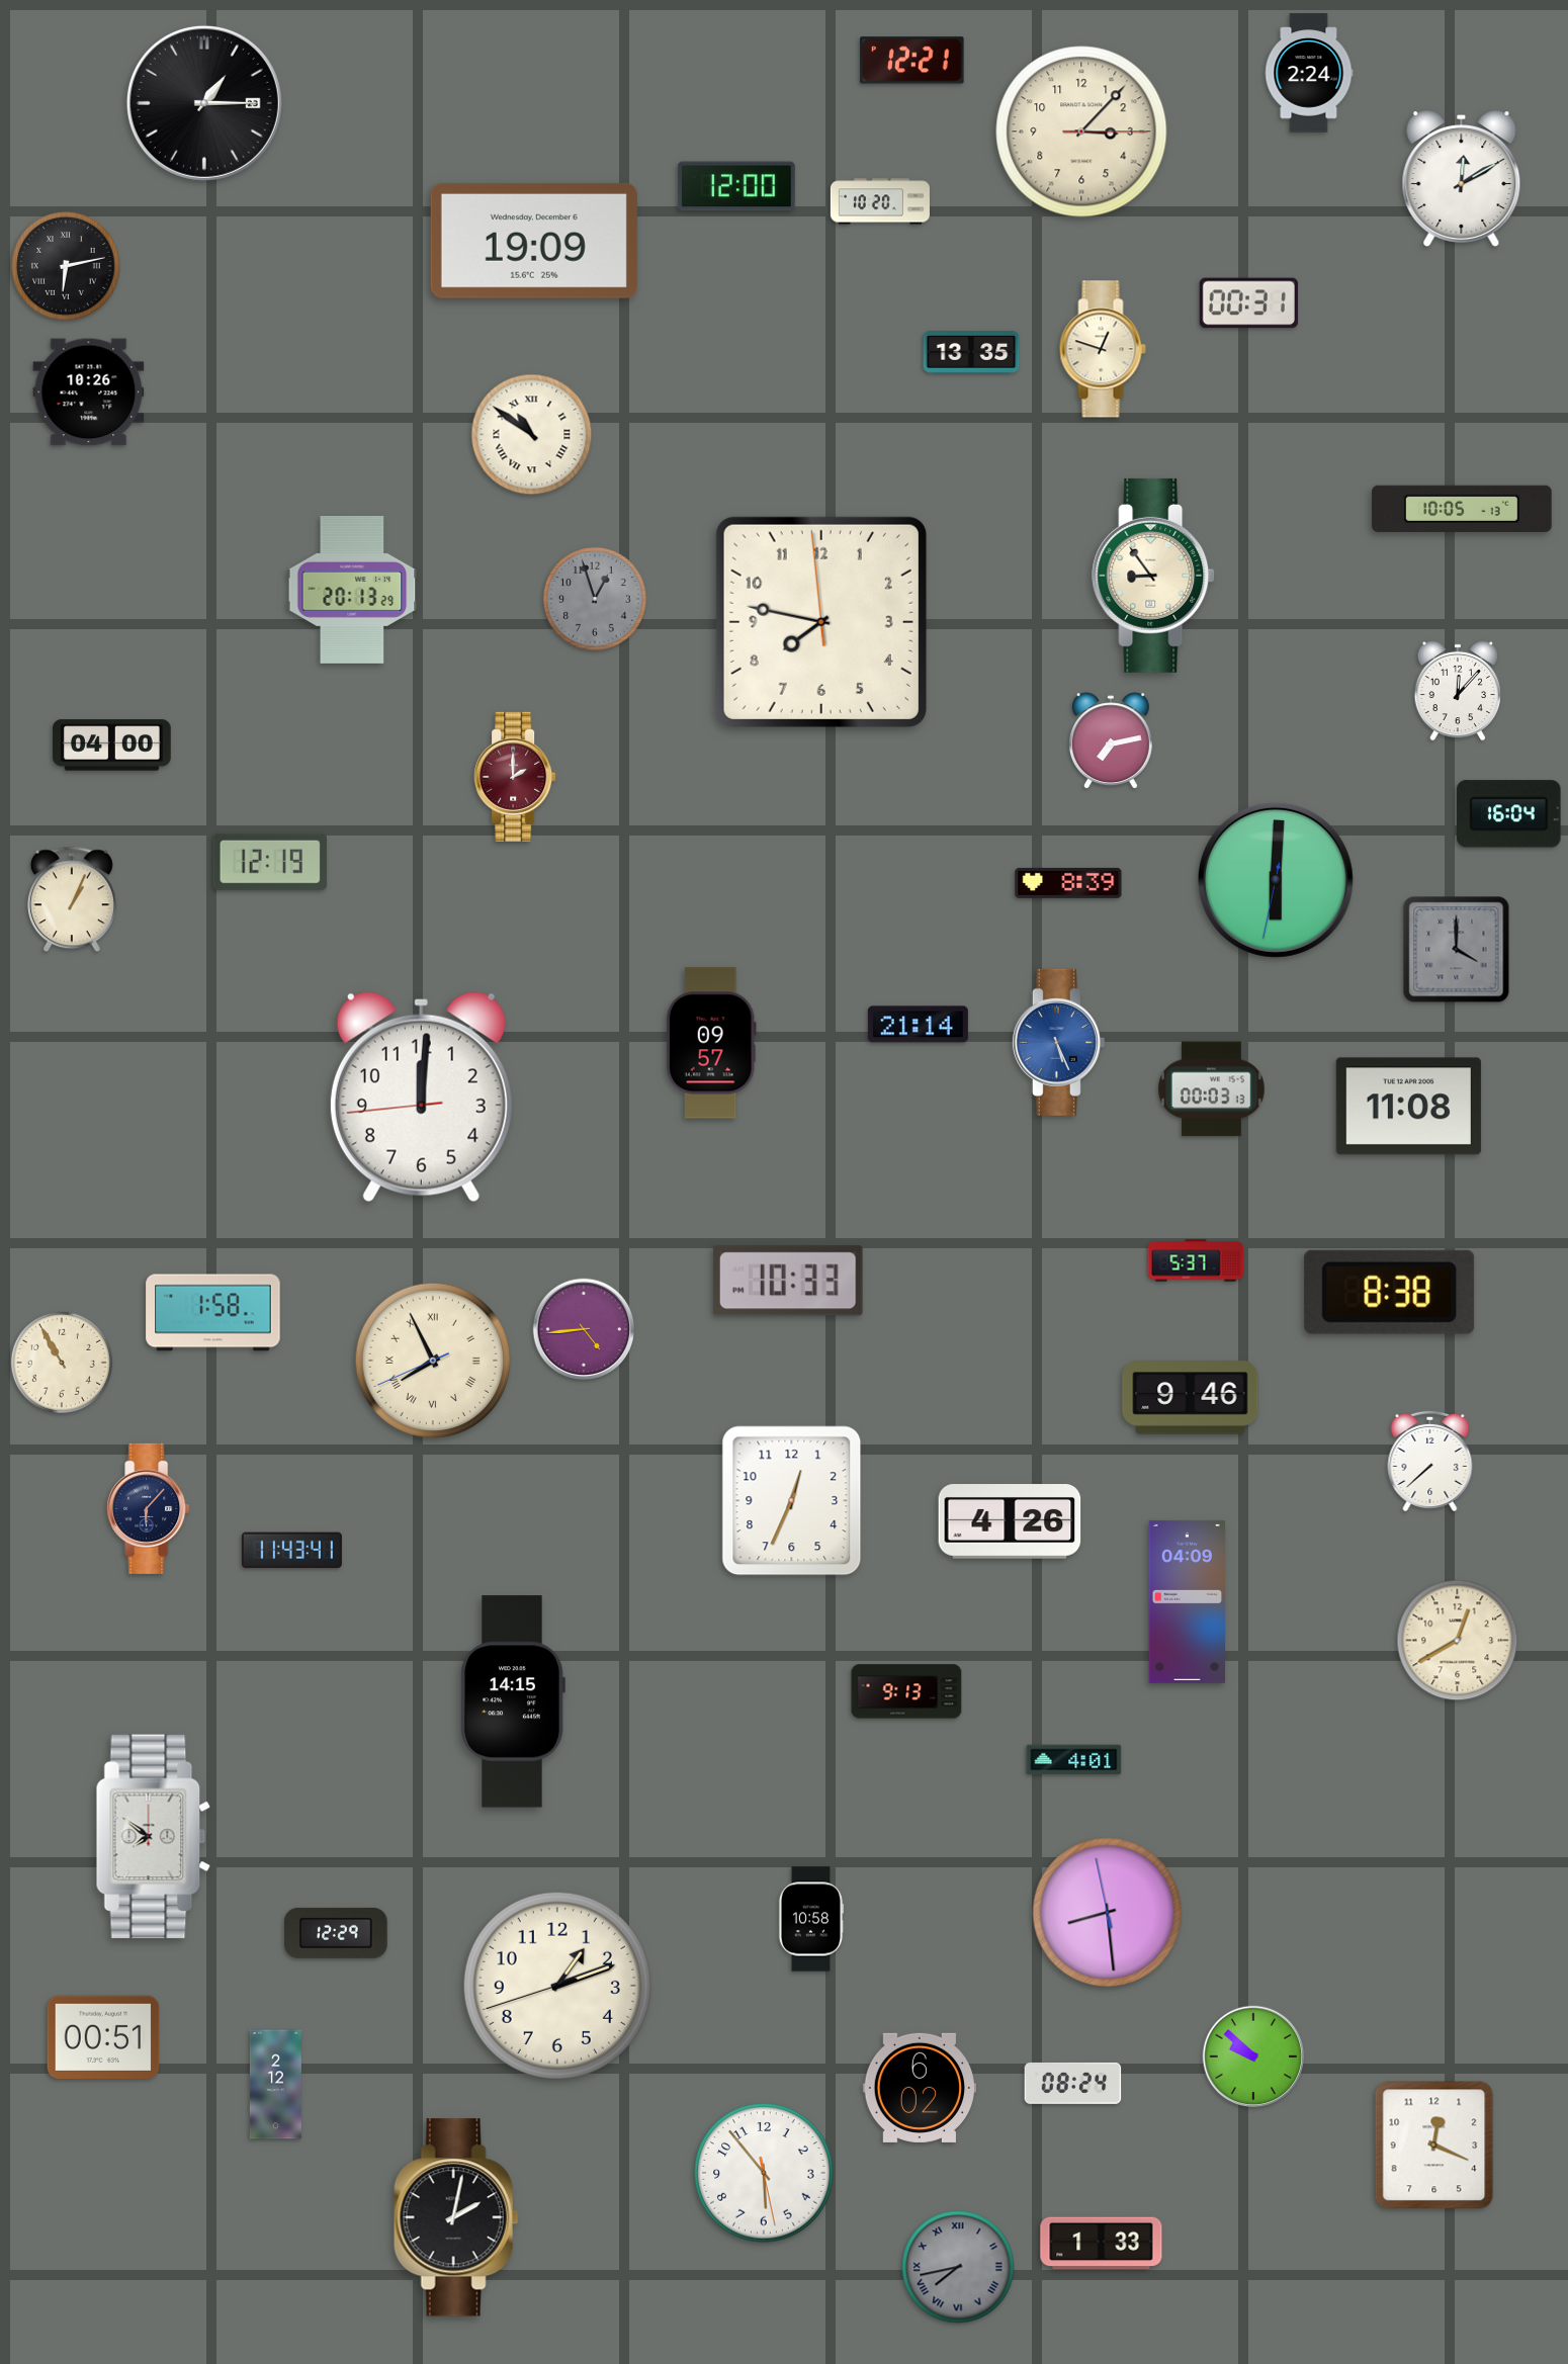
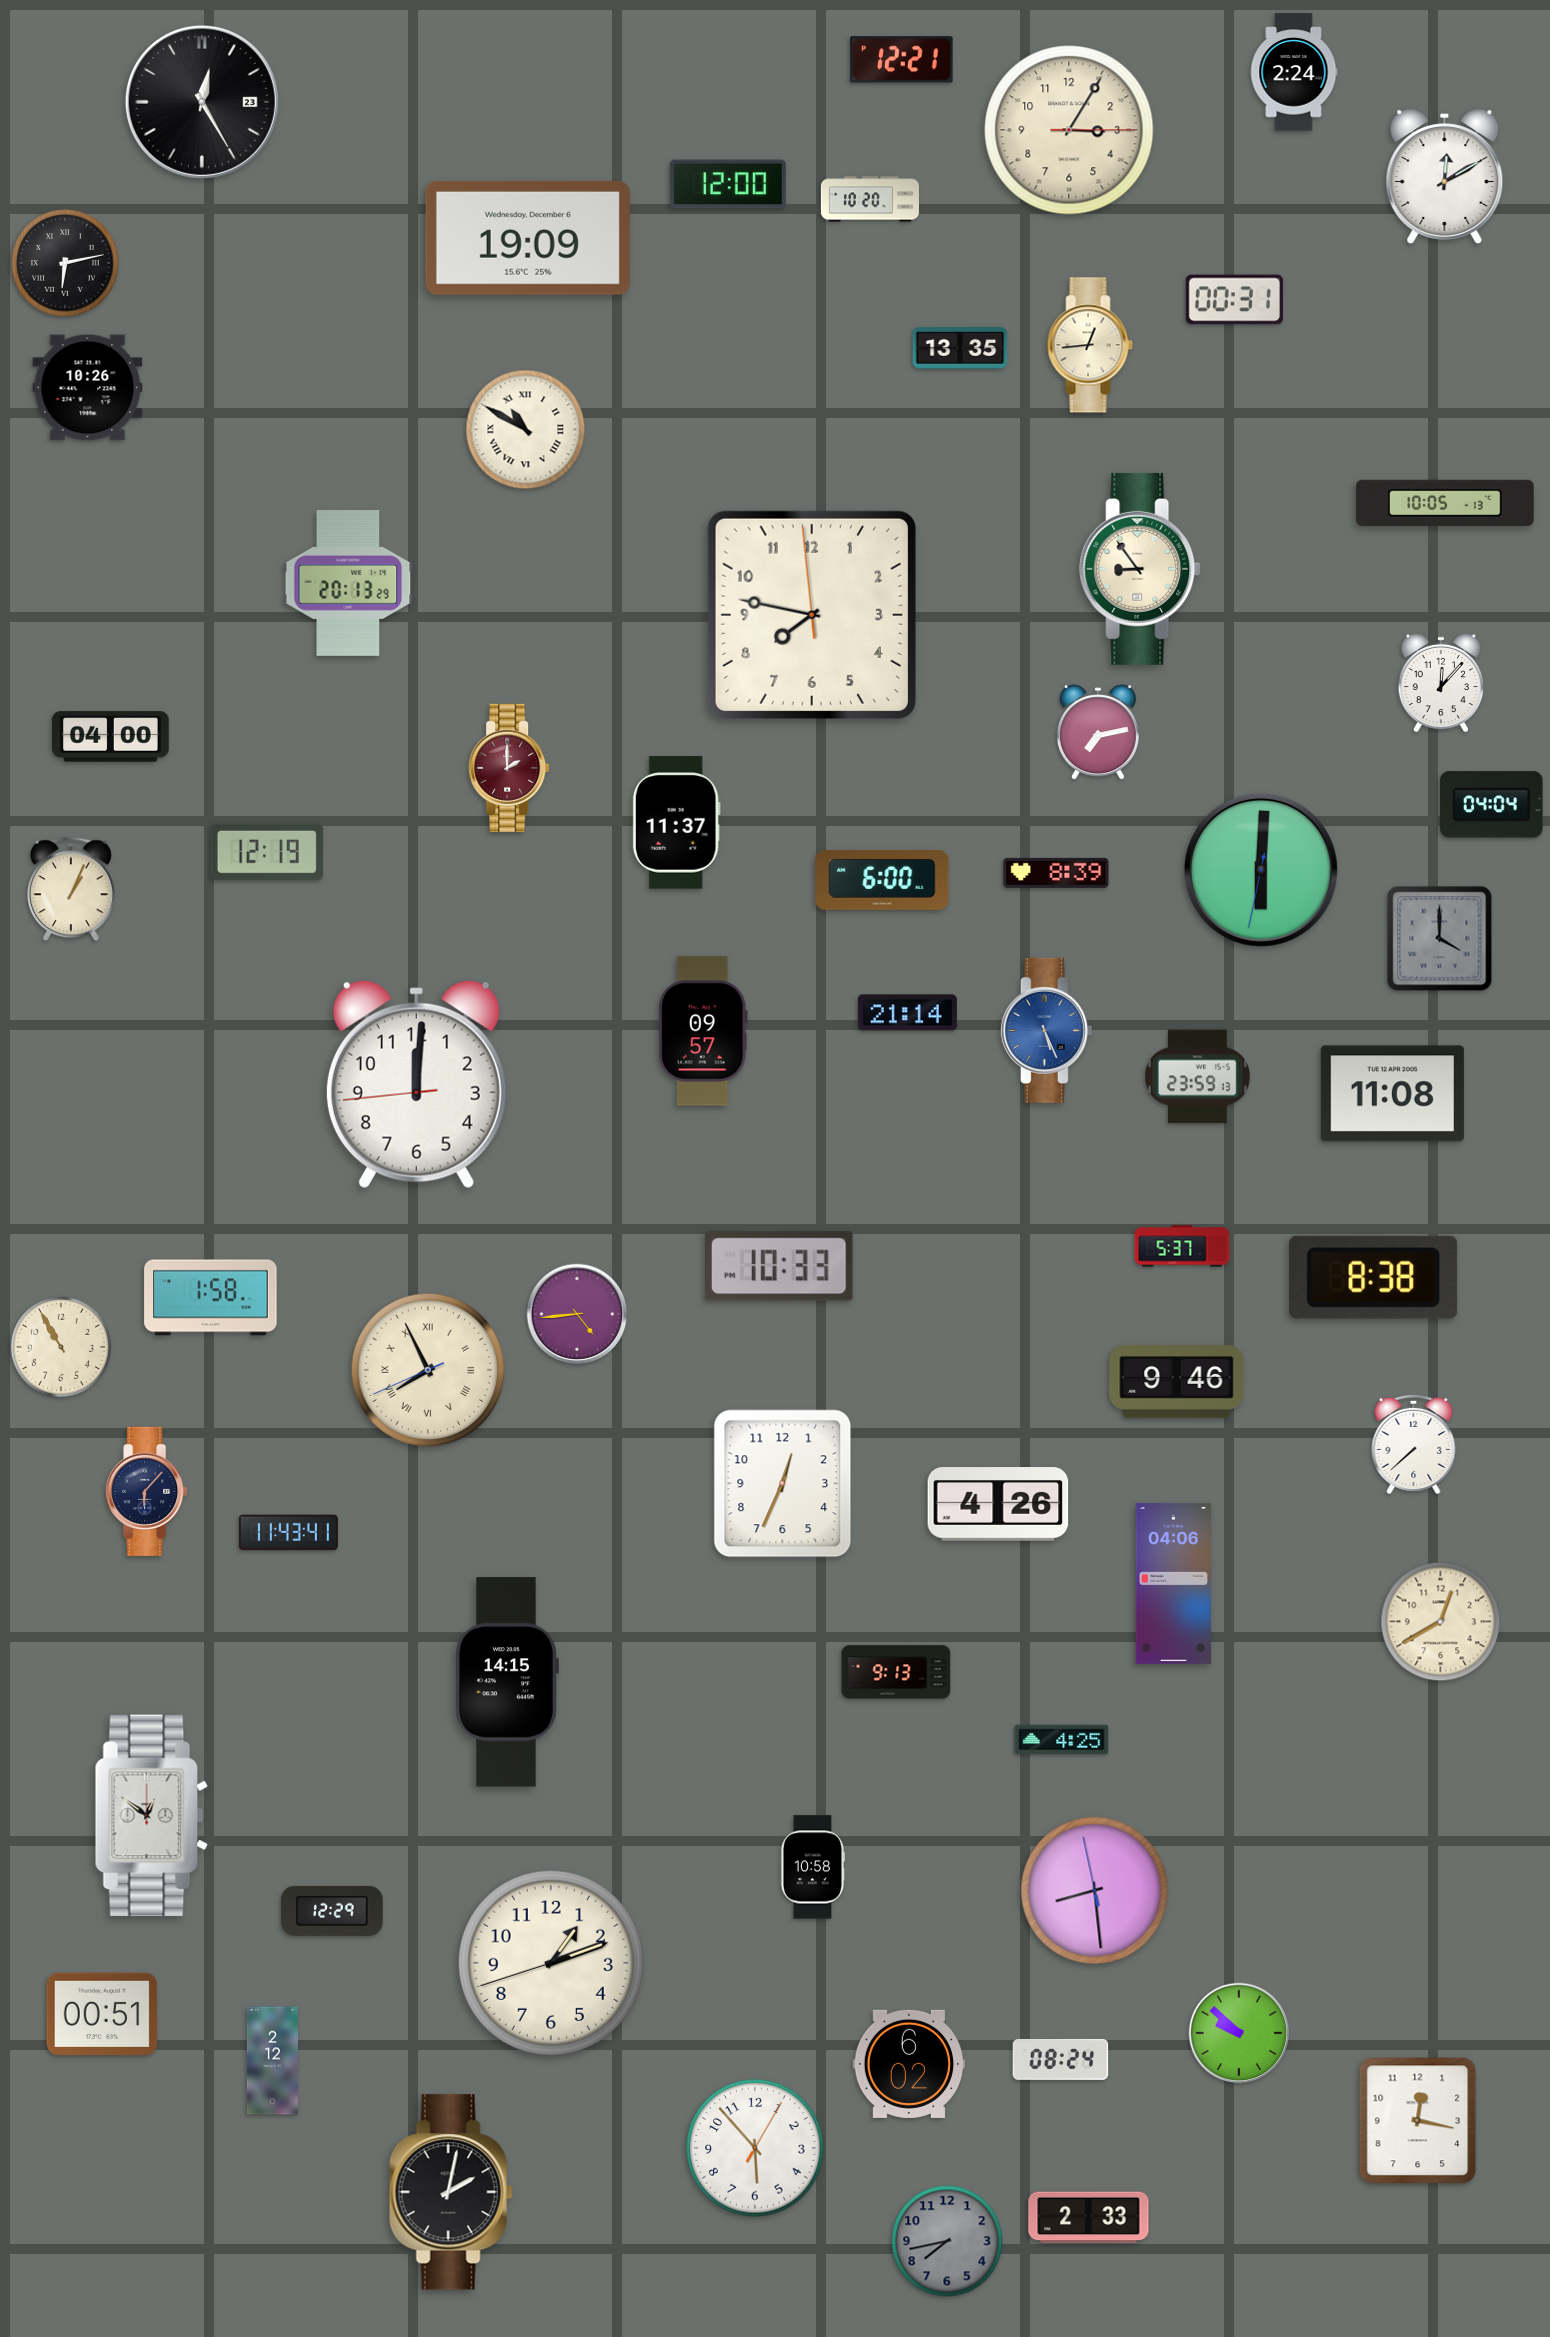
clock at (204, 103): 1:15 -> 12:25
clock at (1081, 132): 3:07 -> 3:05
clock at (1103, 349): 12:48 -> 12:44
clock at (532, 435): 10:51 -> 10:50
clock at (595, 599): 12:57 -> none
clock at (1509, 814): 16:04 -> 04:04
clock at (676, 823): none -> 11:37
clock at (882, 880): none -> 6:00
clock at (1211, 1089): 00:03 -> 23:59
clock at (433, 1361) position: (433, 1361) -> (428, 1370)
clock at (1188, 1601): 04:09 -> 04:06
clock at (1074, 1760): 4:01 -> 4:25
clock at (154, 1837): 7:51 -> 12:51
clock at (811, 1919) position: (811, 1919) -> (813, 1867)
clock at (1434, 2146): 12:19 -> 12:17
clock at (764, 2173): 5:53:28 -> 5:53:05
clock at (1102, 2244): 1:33 -> 2:33
clock at (958, 2267) numerals: Roman -> Arabic
